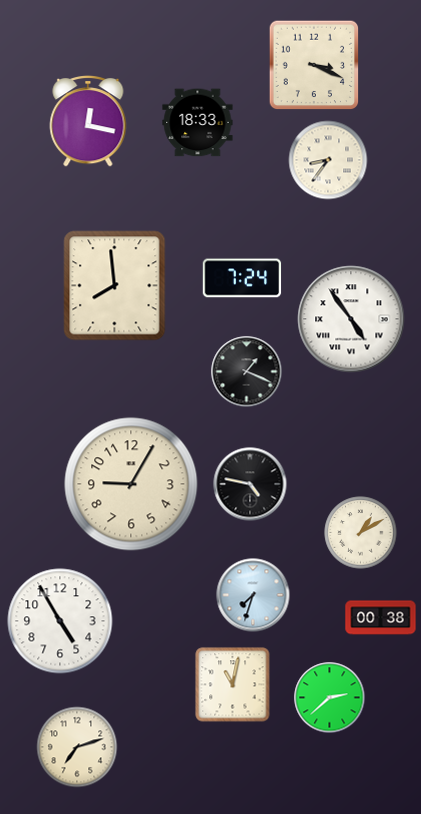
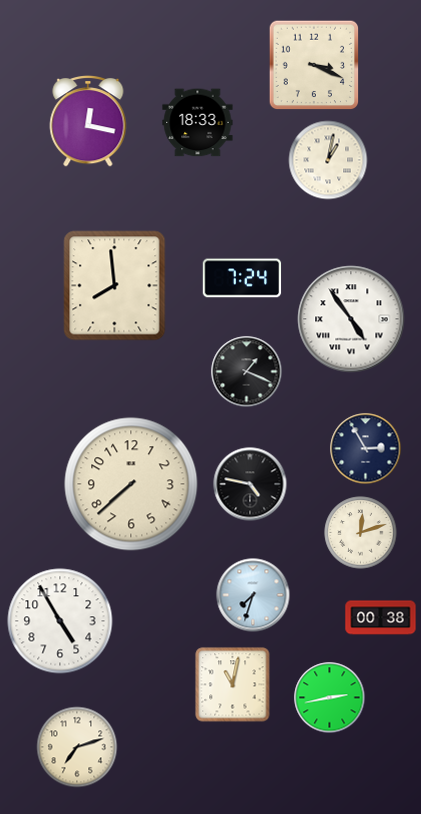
clock at (328, 160): 8:36 -> 1:02
clock at (366, 449): none -> 2:55
clock at (131, 484): 9:05 -> 7:38
clock at (361, 533): 1:10 -> 12:12
clock at (330, 698): 2:38 -> 2:43
